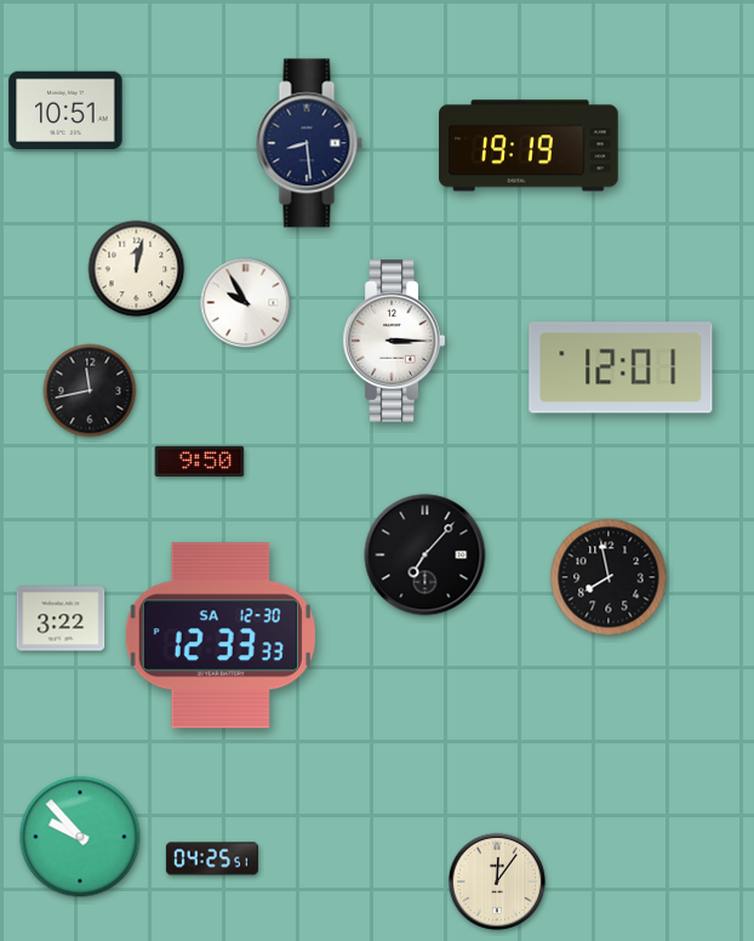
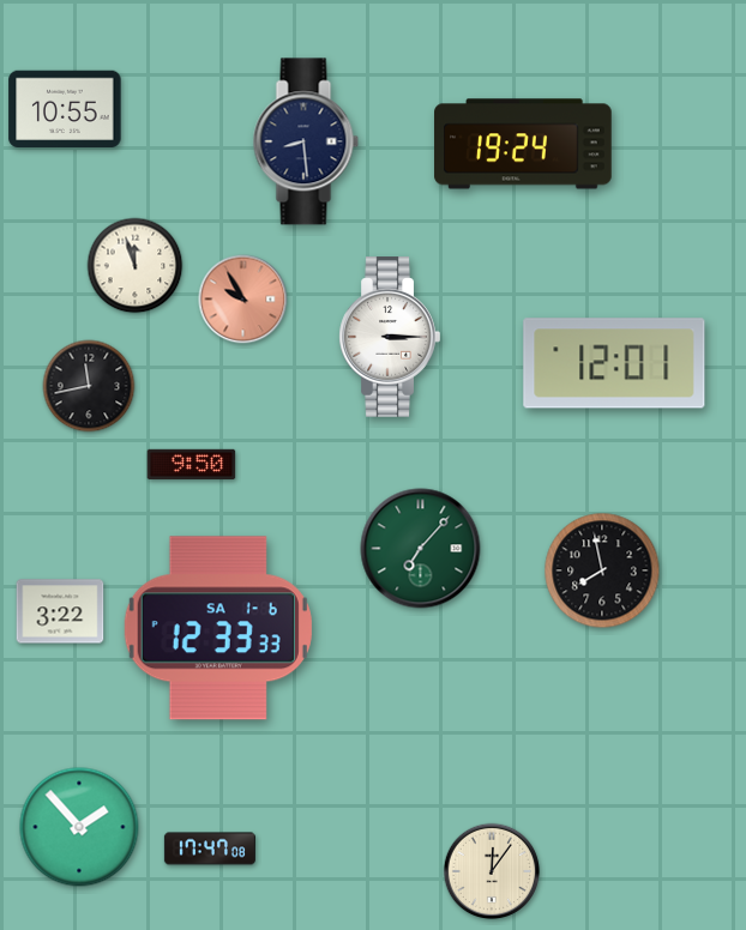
clock at (65, 110): 10:51 -> 10:55
clock at (529, 146): 19:19 -> 19:24
clock at (137, 269): 12:02 -> 11:57
clock at (246, 303) dial: white -> salmon
clock at (200, 461) position: (200, 461) -> (192, 464)
clock at (425, 555) dial: black -> green
clock at (221, 635) date: SA 12-30 -> SA 1-6
clock at (80, 837): 9:53 -> 1:53
clock at (212, 859): 04:25 -> 17:47
